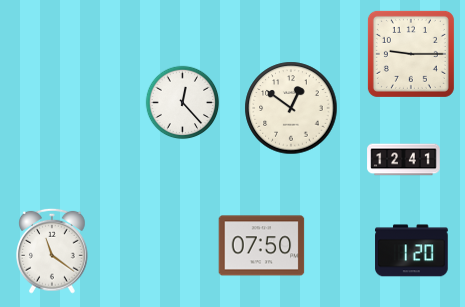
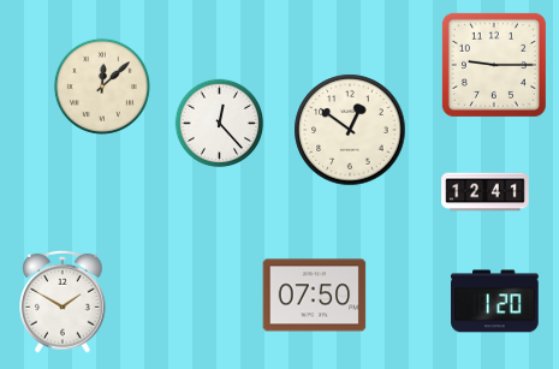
clock at (102, 87): none -> 12:08
clock at (53, 251): 11:21 -> 1:50
